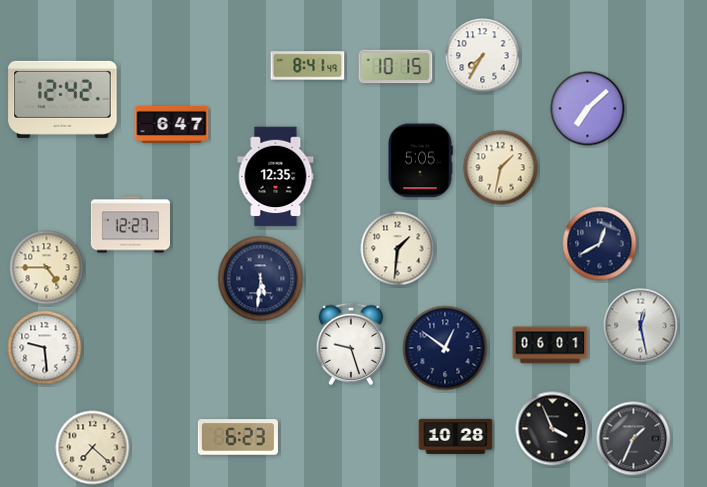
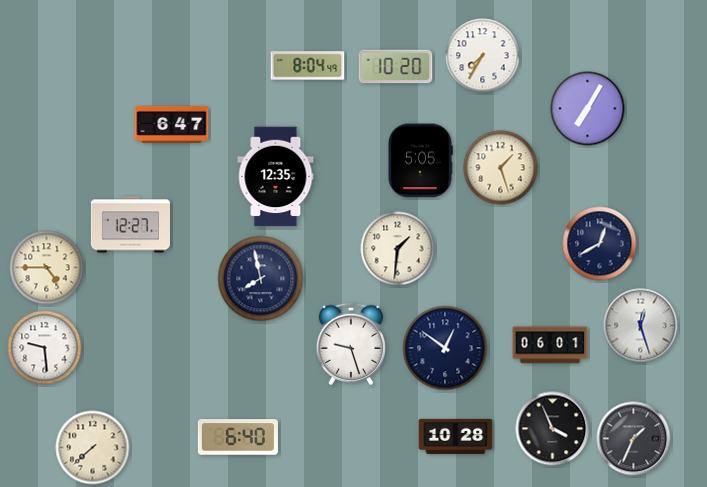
clock at (308, 66): 8:41 -> 8:04
clock at (396, 67): 10:15 -> 10:20
clock at (63, 99): 12:42 -> none
clock at (588, 109): 7:08 -> 7:05
clock at (501, 168): 1:32 -> 1:27
clock at (261, 279): 5:31 -> 7:58
clock at (641, 326): 12:28 -> 12:27
clock at (238, 437): 6:23 -> 6:40
clock at (93, 448): 7:22 -> 7:38
